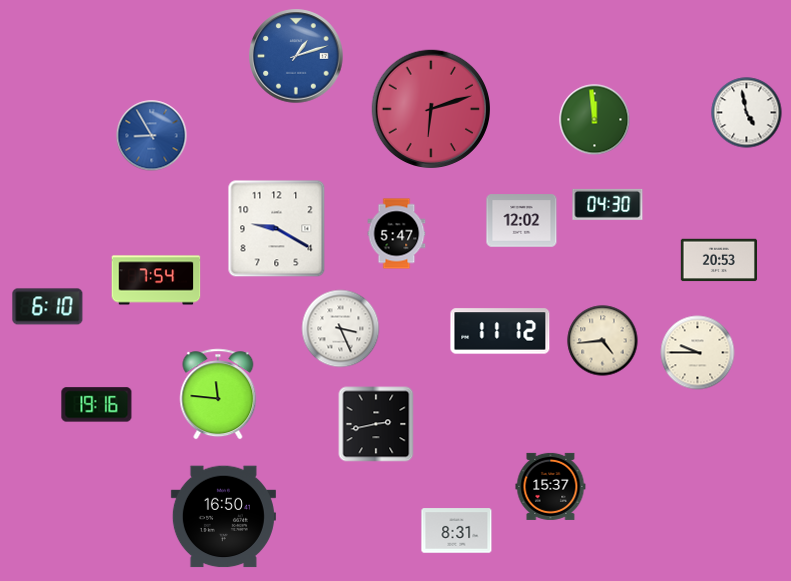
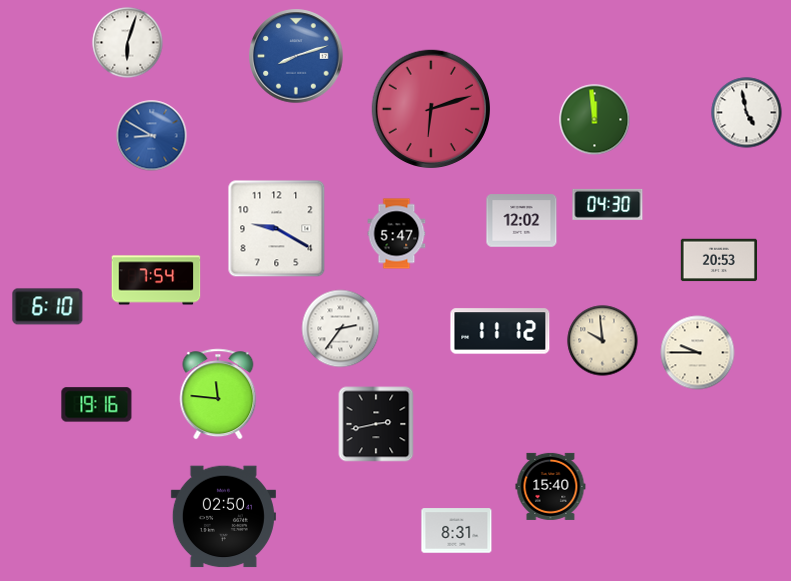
clock at (128, 43): none -> 6:03
clock at (296, 56): 1:12 -> 8:12
clock at (152, 136): 8:55 -> 8:50
clock at (341, 329): 3:26 -> 2:36
clock at (603, 341): 4:44 -> 9:59
clock at (551, 486): 15:37 -> 15:40
clock at (223, 517): 16:50 -> 02:50
